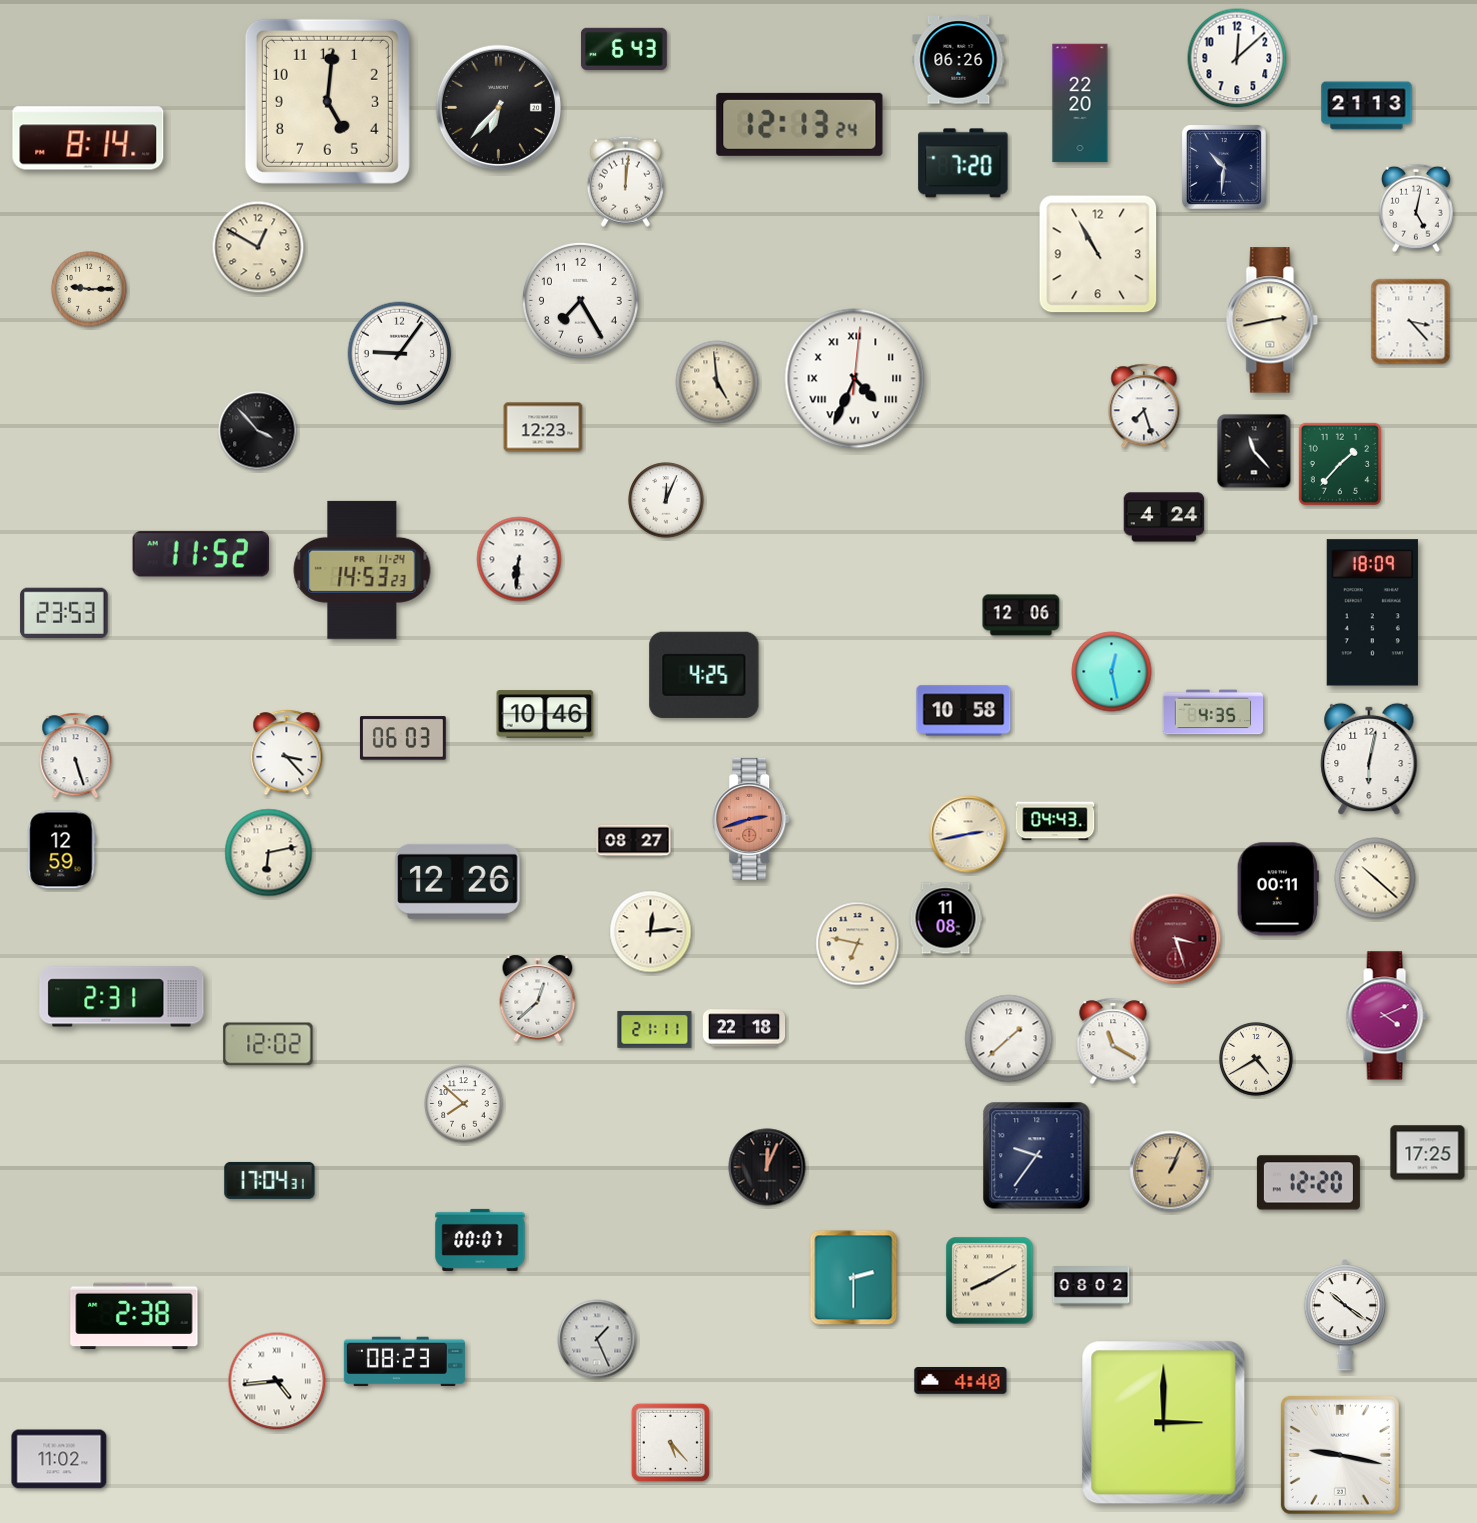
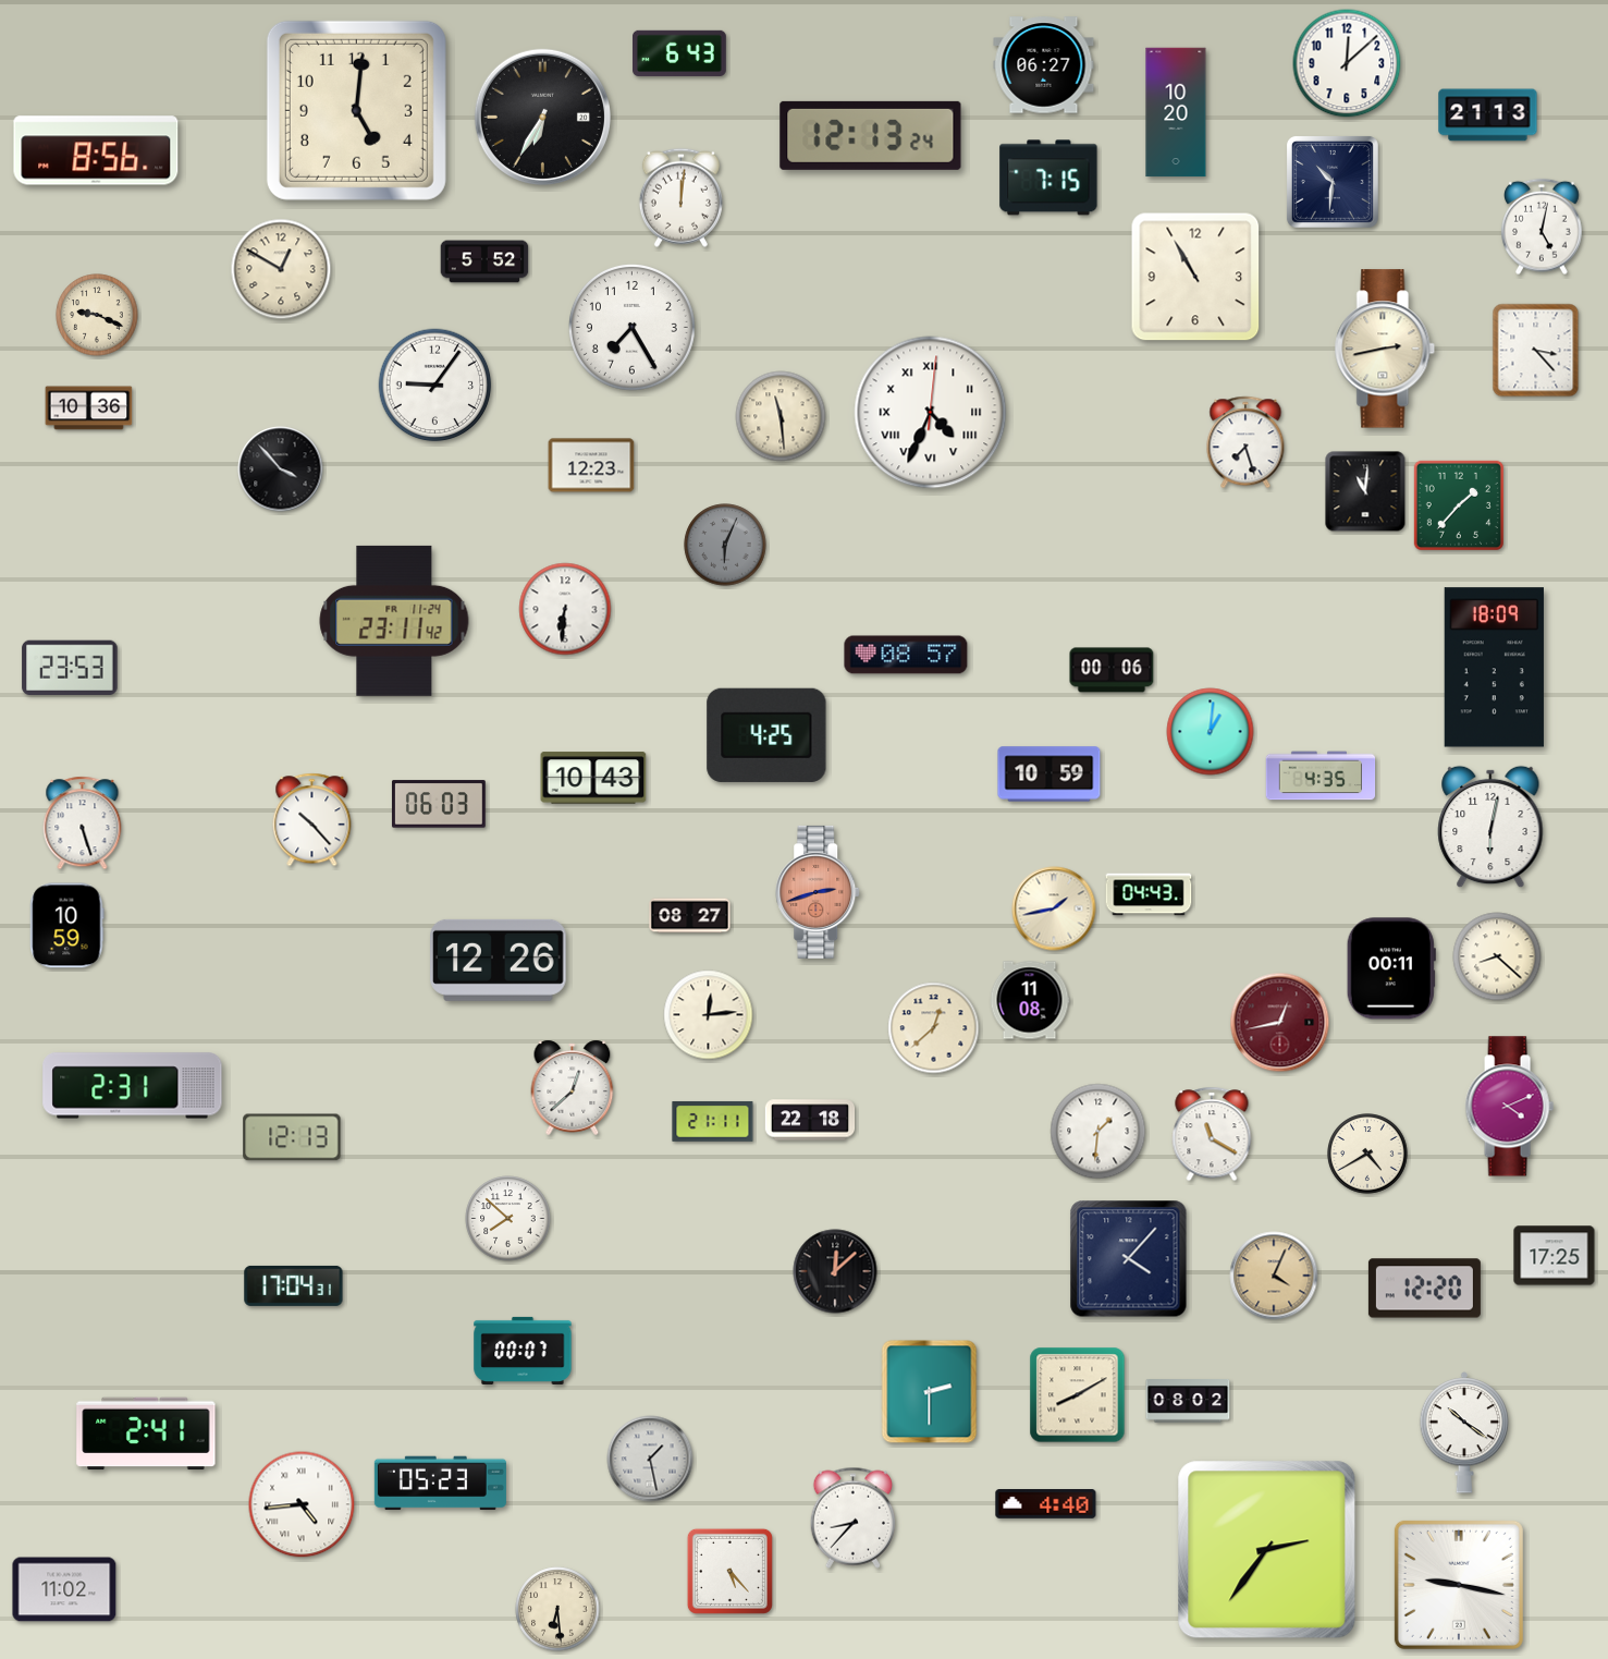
clock at (959, 60): 06:26 -> 06:27
clock at (1080, 103): 22:20 -> 10:20
clock at (498, 107): 6:37 -> 6:35
clock at (88, 138): 8:14 -> 8:56
clock at (963, 163): 7:20 -> 7:15
clock at (484, 261): none -> 5:52
clock at (89, 289): 9:15 -> 9:19
clock at (89, 408): none -> 10:36
clock at (717, 382): 4:59 -> 11:29
clock at (1254, 451): 11:23 -> 11:01
clock at (666, 500): 12:04 -> 6:04
clock at (666, 500) dial: white -> grey
clock at (1164, 517): 4:24 -> none
clock at (200, 554): 11:52 -> none
clock at (362, 570): 14:53 -> 23:11
clock at (906, 655): none -> 08:57
clock at (1021, 615): 12:06 -> 00:06
clock at (1112, 672): 12:28 -> 1:01
clock at (964, 711): 10:58 -> 10:59
clock at (545, 714): 10:46 -> 10:43
clock at (287, 753): 3:23 -> 10:23
clock at (968, 834): 2:43 -> 1:43
clock at (62, 850): 12:59 -> 10:59
clock at (269, 853): 6:13 -> none
clock at (1375, 878): 10:22 -> 8:22
clock at (1176, 939): 3:27 -> 12:43
clock at (858, 944): 6:47 -> 12:38
clock at (538, 998) position: (538, 998) -> (573, 1087)
clock at (1009, 1039): 1:38 -> 1:31
clock at (268, 1044): 12:02 -> 12:13
clock at (464, 1104) position: (464, 1104) -> (508, 1219)
clock at (1037, 1156): 9:36 -> 4:07
clock at (767, 1167): 12:04 -> 12:08
clock at (1170, 1171): 1:04 -> 4:04
clock at (134, 1316): 2:38 -> 2:41
clock at (597, 1339): 1:26 -> 1:28
clock at (404, 1362): 08:23 -> 05:23
clock at (852, 1517): none -> 8:37
clock at (1164, 1423): 3:00 -> 2:36
clock at (557, 1609): none -> 6:29
